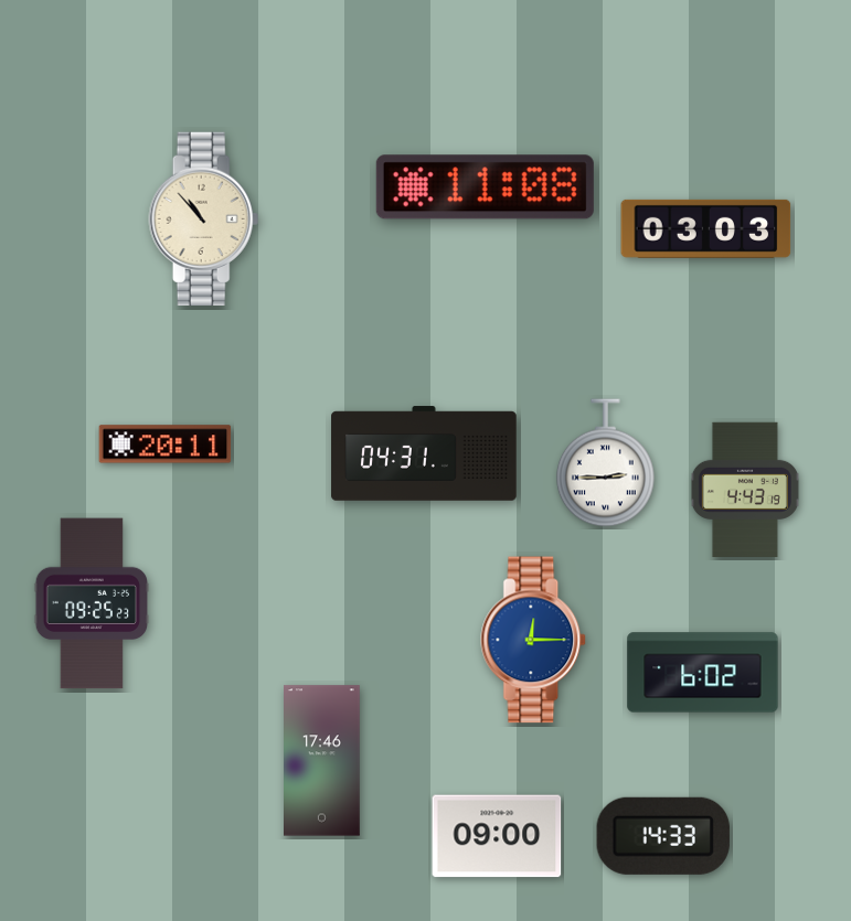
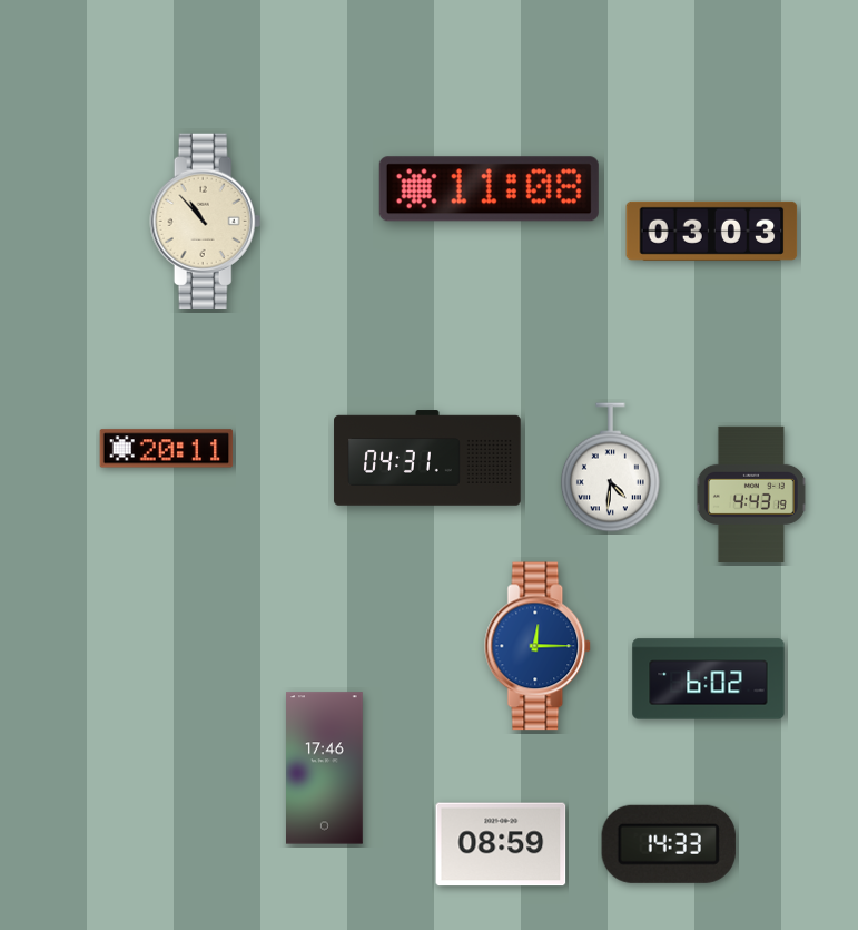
clock at (605, 463): 2:45 -> 4:31
clock at (92, 603): 09:25 -> none
clock at (497, 836): 09:00 -> 08:59
